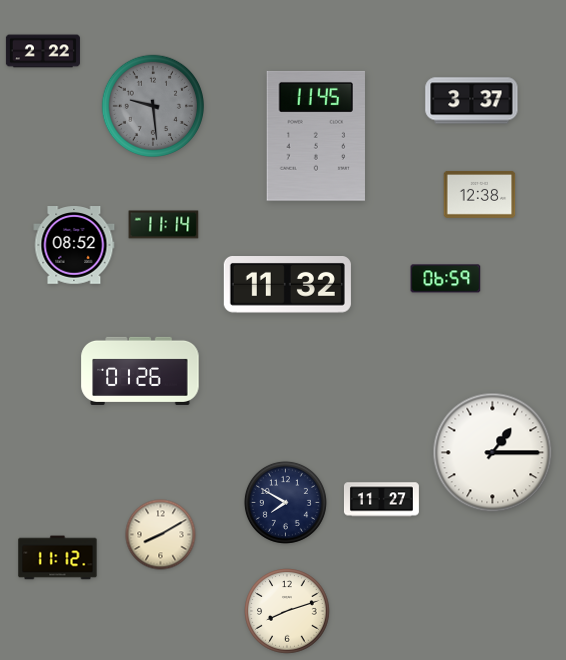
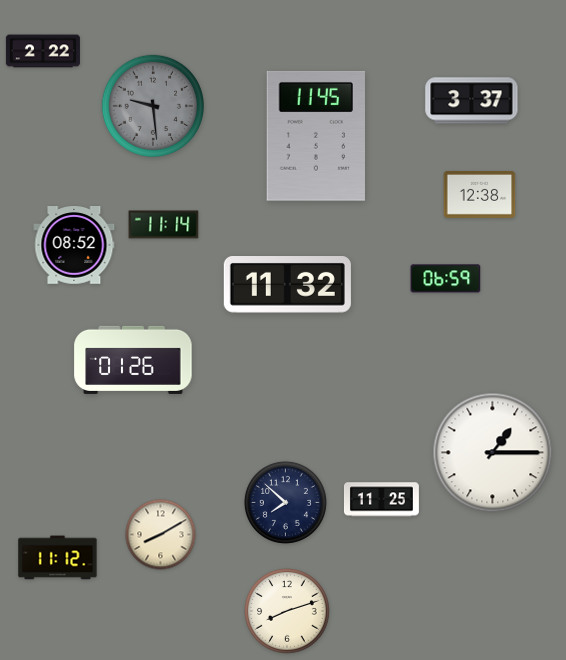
clock at (140, 371) position: (140, 371) -> (133, 360)
clock at (381, 500): 11:27 -> 11:25
clock at (285, 502): 7:50 -> 7:52
